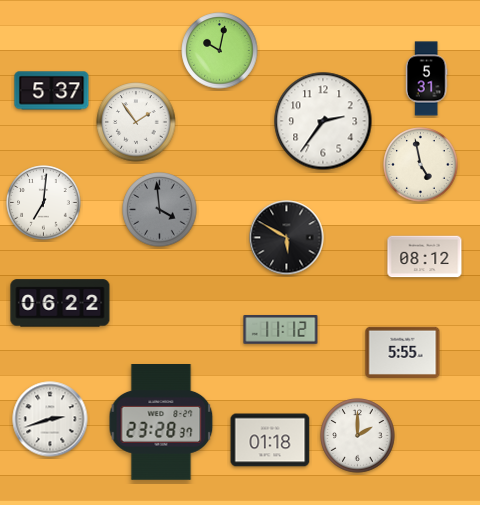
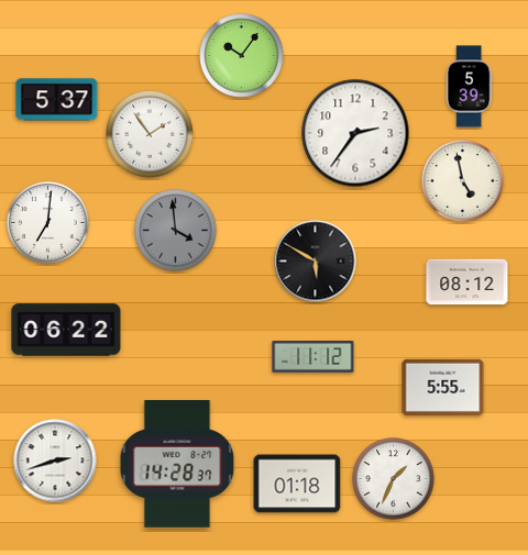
clock at (220, 51): 10:02 -> 10:06
clock at (426, 79): 5:31 -> 5:39
clock at (60, 303) position: (60, 303) -> (66, 330)
clock at (281, 330) position: (281, 330) -> (313, 357)
clock at (161, 423): 23:28 -> 14:28
clock at (358, 436): 2:00 -> 1:34
